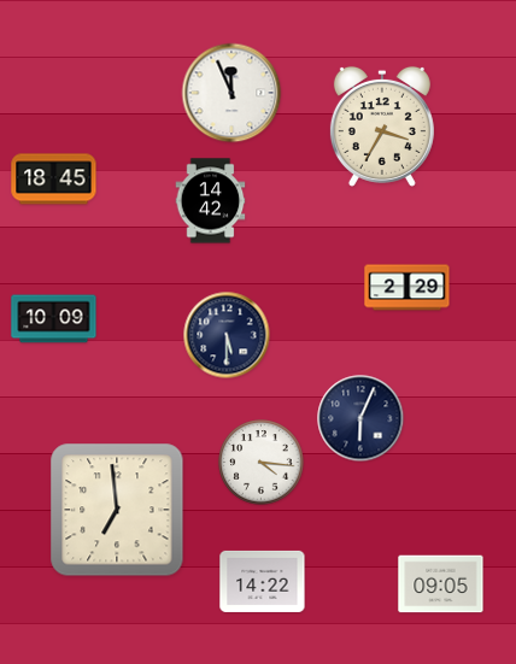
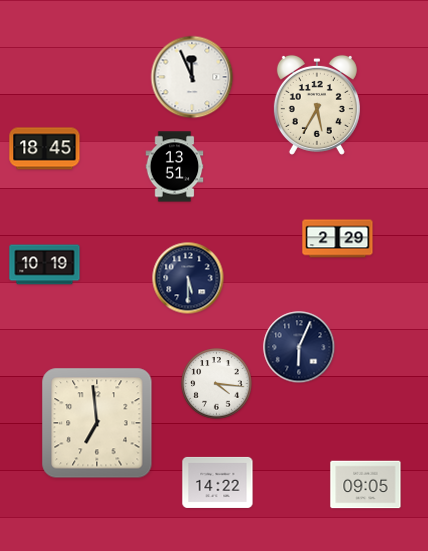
clock at (382, 127): 3:35 -> 5:35
clock at (211, 201): 14:42 -> 13:51
clock at (54, 319): 10:09 -> 10:19
